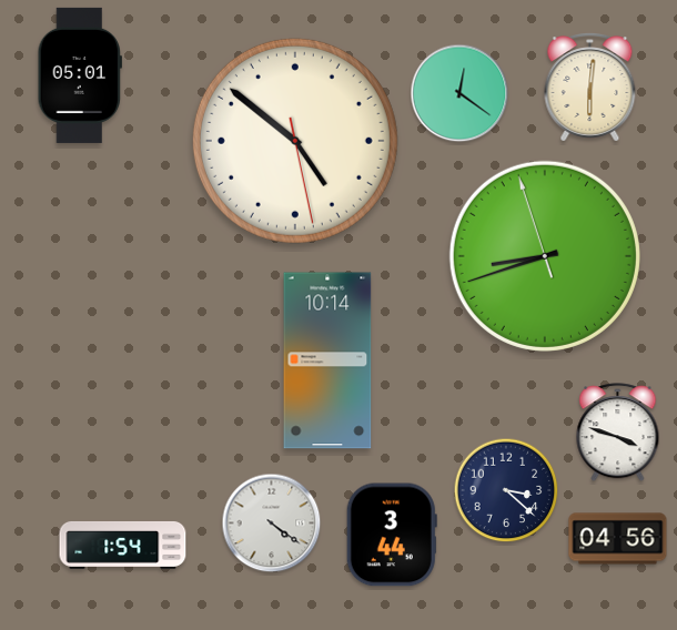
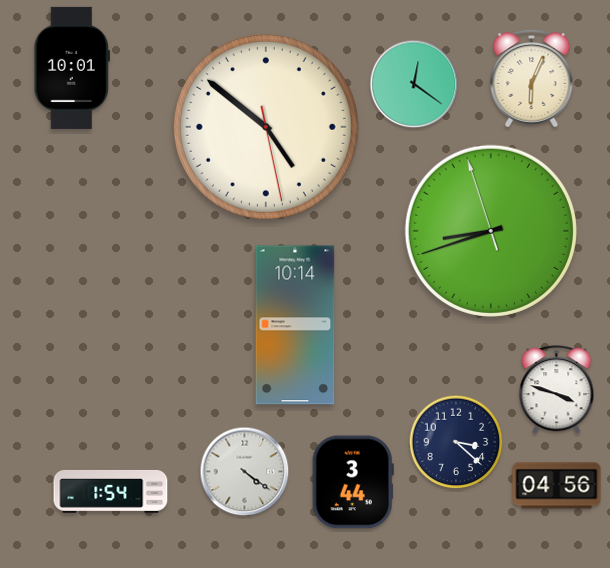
clock at (80, 75): 05:01 -> 10:01
clock at (590, 88): 6:01 -> 6:04
